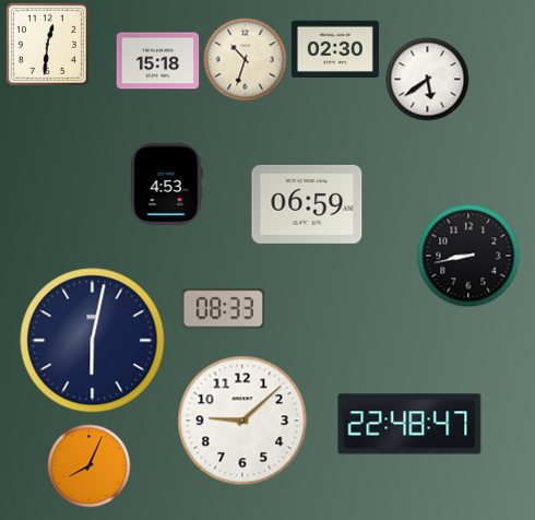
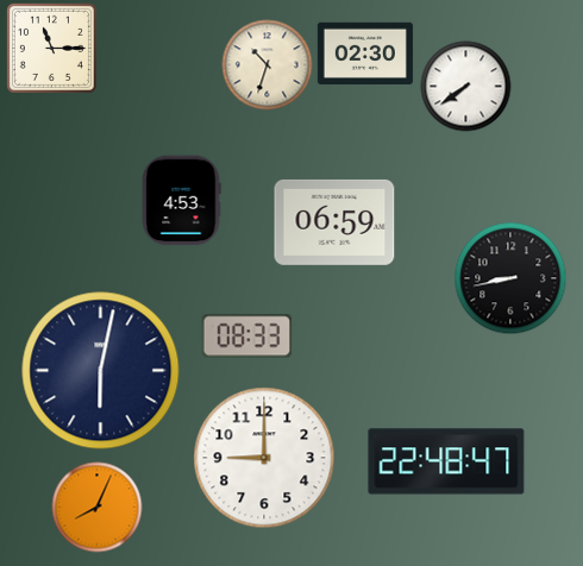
clock at (47, 44): 12:31 -> 11:15
clock at (158, 61): 15:18 -> none
clock at (428, 80): 5:39 -> 7:39
clock at (224, 309) position: (224, 309) -> (247, 337)
clock at (242, 421): 9:08 -> 9:00
